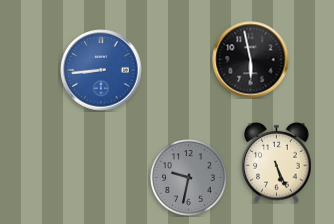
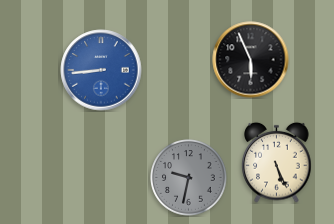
clock at (251, 60): 5:58 -> 5:56
